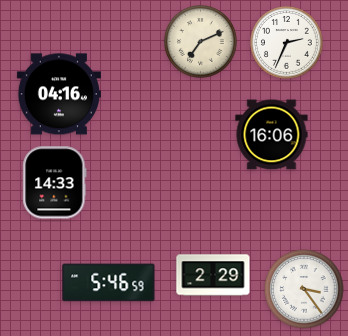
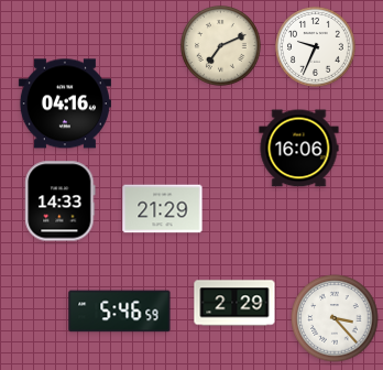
clock at (287, 43): 2:34 -> 9:34
clock at (163, 209): none -> 21:29
clock at (304, 289): 3:24 -> 3:23
